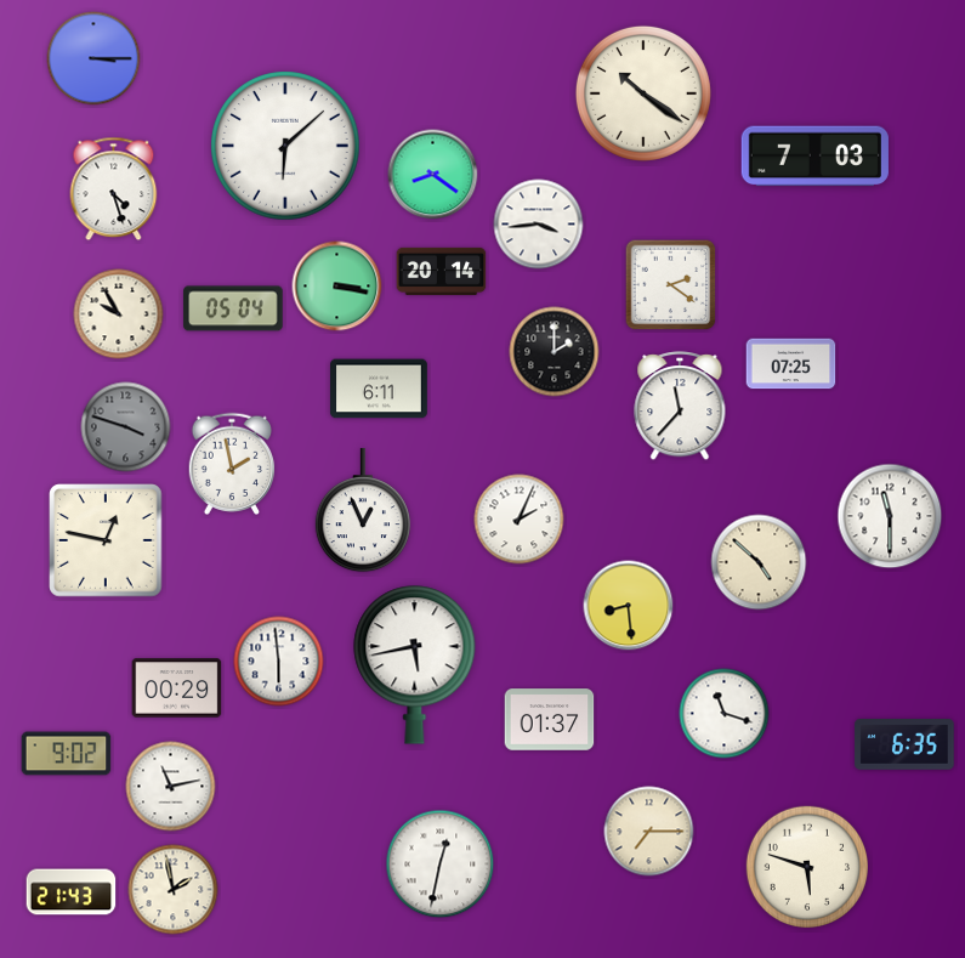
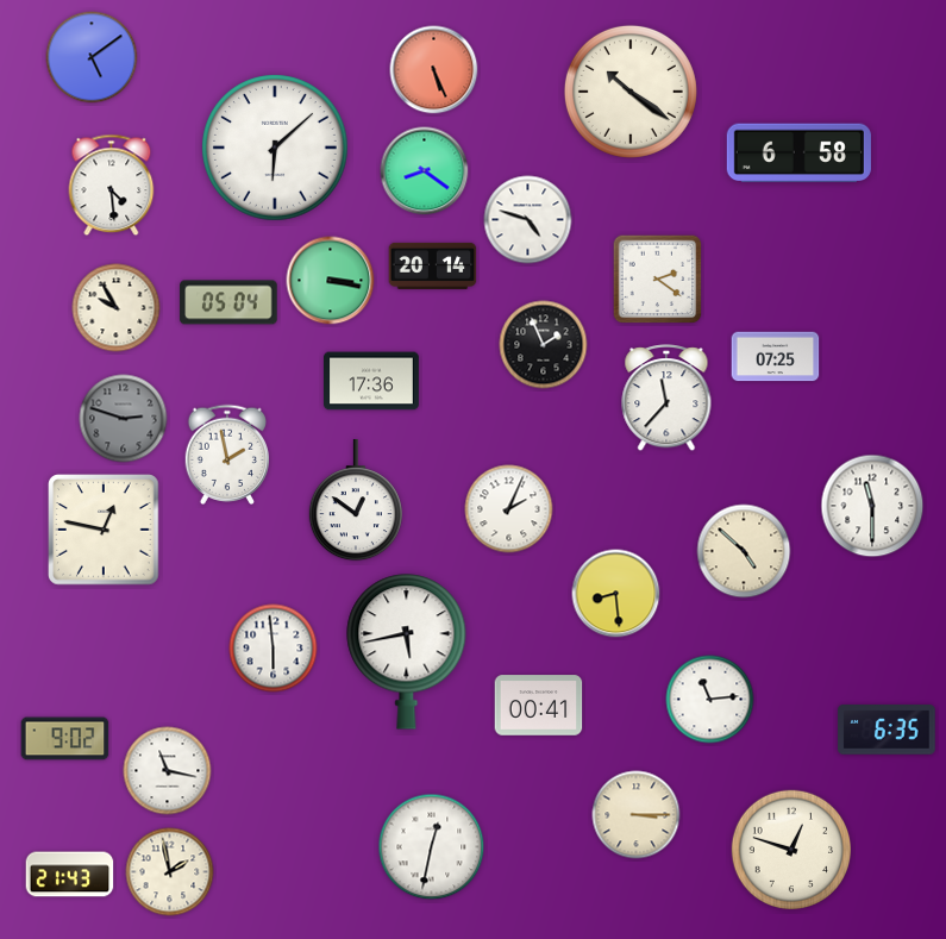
clock at (93, 58): 3:15 -> 5:09
clock at (434, 70): none -> 5:26
clock at (285, 146) position: (285, 146) -> (275, 148)
clock at (814, 157): 7:03 -> 6:58
clock at (114, 189): 4:27 -> 4:29
clock at (539, 225): 3:44 -> 4:48
clock at (555, 352): 2:00 -> 1:56
clock at (380, 389): 6:11 -> 17:36
clock at (126, 427): 3:48 -> 2:48
clock at (363, 510): 12:56 -> 12:51
clock at (177, 688): 00:29 -> none
clock at (725, 714): 11:18 -> 11:14
clock at (550, 720): 01:37 -> 00:41
clock at (171, 787): 11:13 -> 11:17
clock at (649, 832): 7:15 -> 3:15
clock at (807, 867): 5:48 -> 12:48
